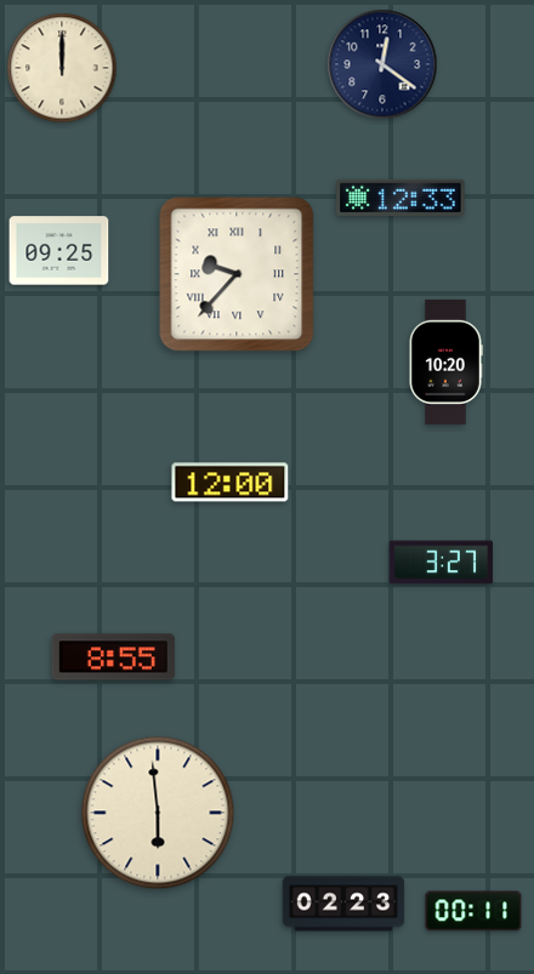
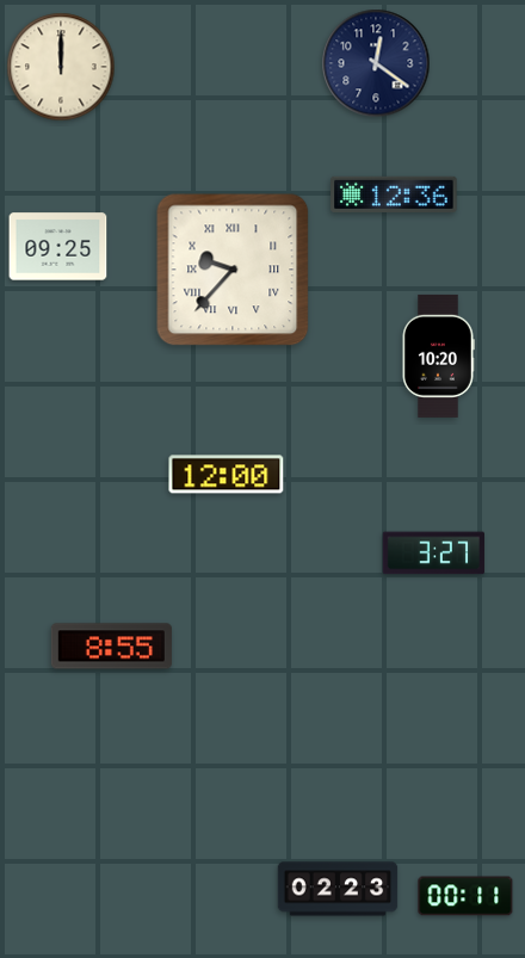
clock at (400, 198): 12:33 -> 12:36
clock at (158, 813): 5:59 -> none
